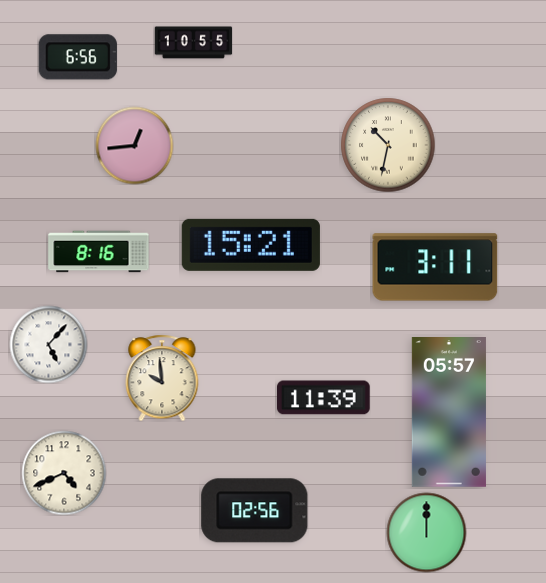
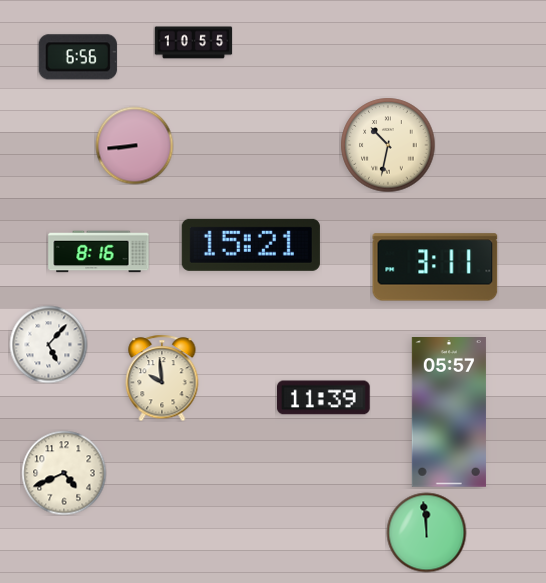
clock at (134, 145): 12:44 -> 8:44
clock at (255, 511): 02:56 -> none
clock at (426, 532): 12:00 -> 11:59
